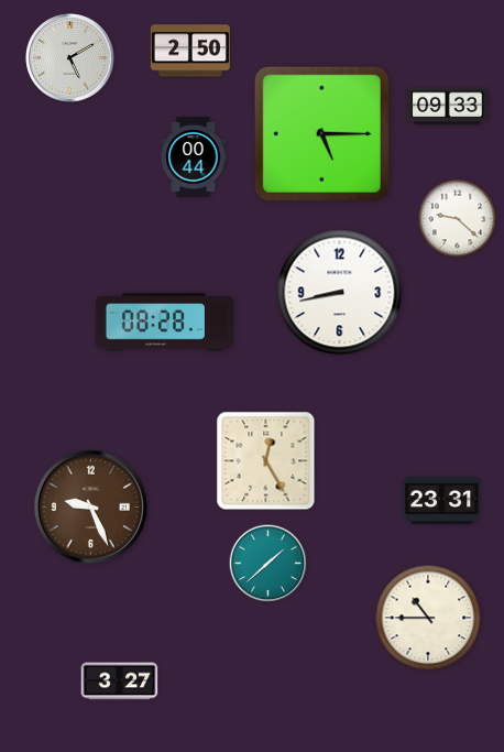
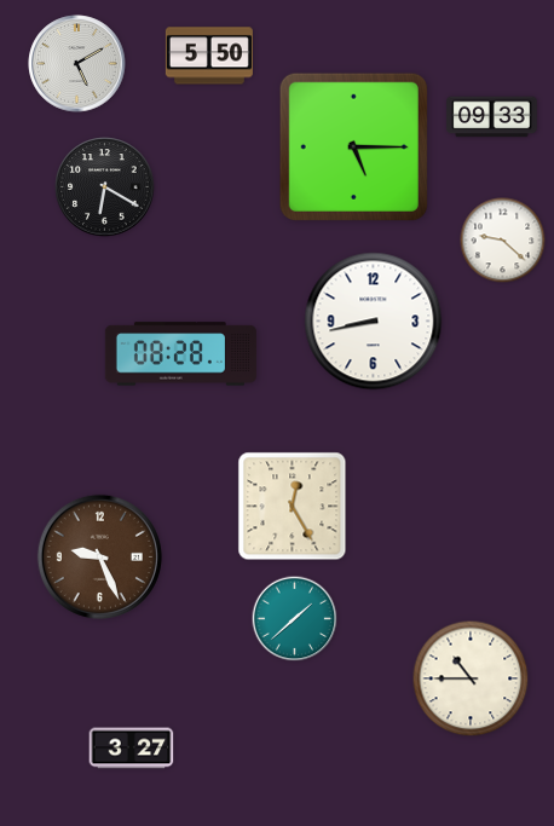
clock at (190, 51): 2:50 -> 5:50
clock at (194, 156): 00:44 -> none
clock at (105, 187): none -> 6:20
clock at (442, 500): 23:31 -> none
